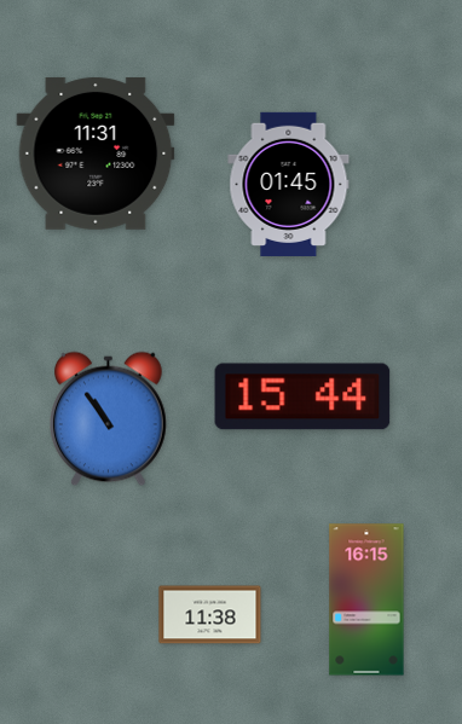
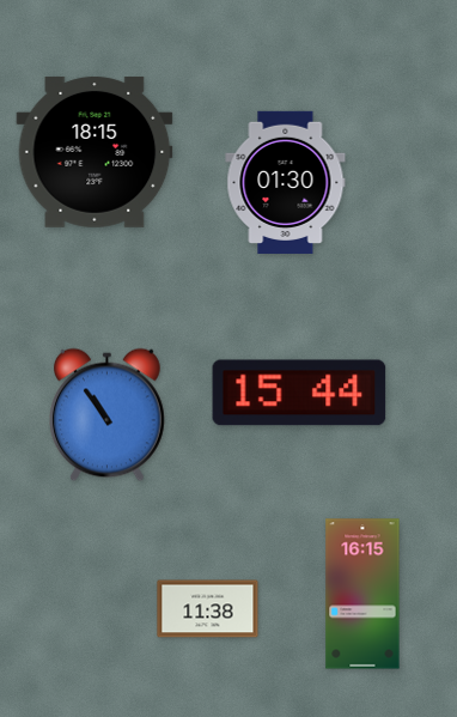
clock at (96, 154): 11:31 -> 18:15
clock at (289, 184): 01:45 -> 01:30
